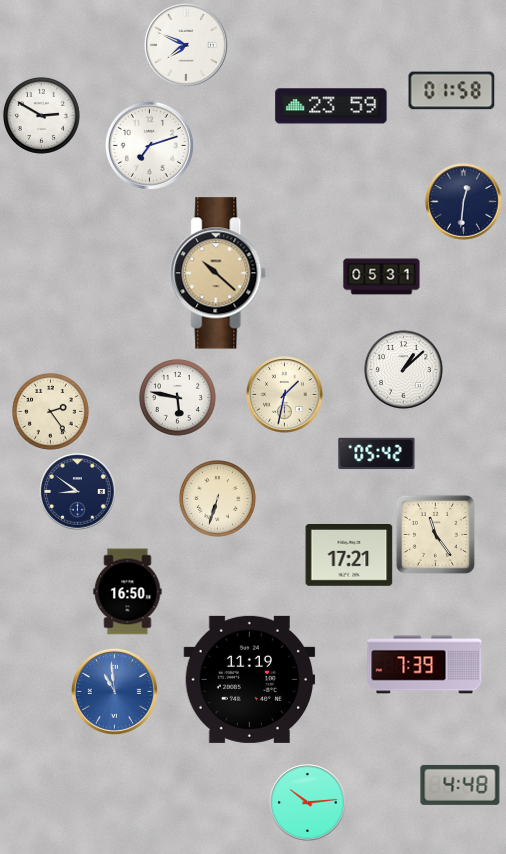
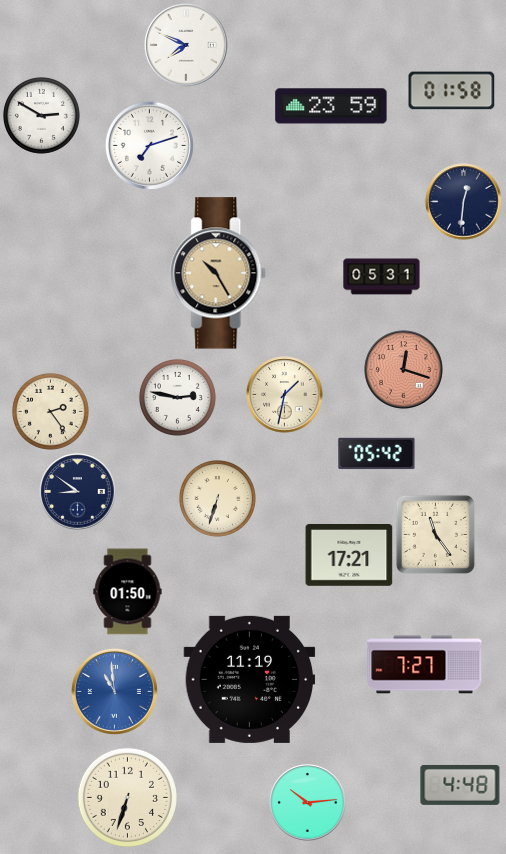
clock at (219, 273): 10:22 -> 10:25
clock at (404, 370): 1:08 -> 12:18
clock at (404, 370) dial: white -> salmon
clock at (177, 397): 5:47 -> 2:47
clock at (128, 592): 16:50 -> 01:50
clock at (425, 665): 7:39 -> 7:27
clock at (127, 797): none -> 6:33
